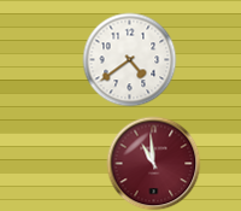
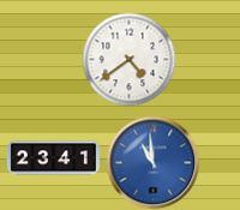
clock at (53, 158): none -> 23:41
clock at (153, 163) dial: burgundy -> blue
